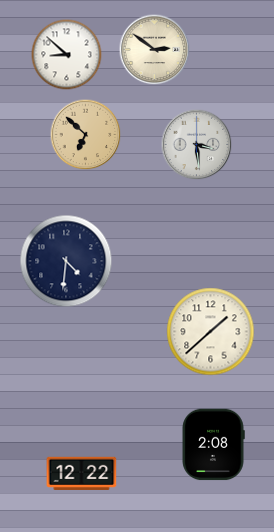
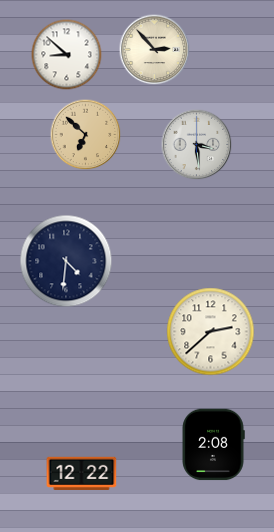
clock at (155, 50): 2:51 -> 2:53
clock at (211, 332): 1:38 -> 2:38
